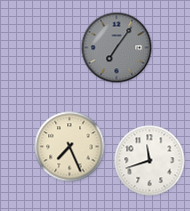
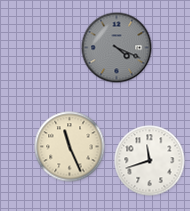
clock at (117, 48): 7:06 -> 4:19
clock at (70, 147): 7:26 -> 11:26
